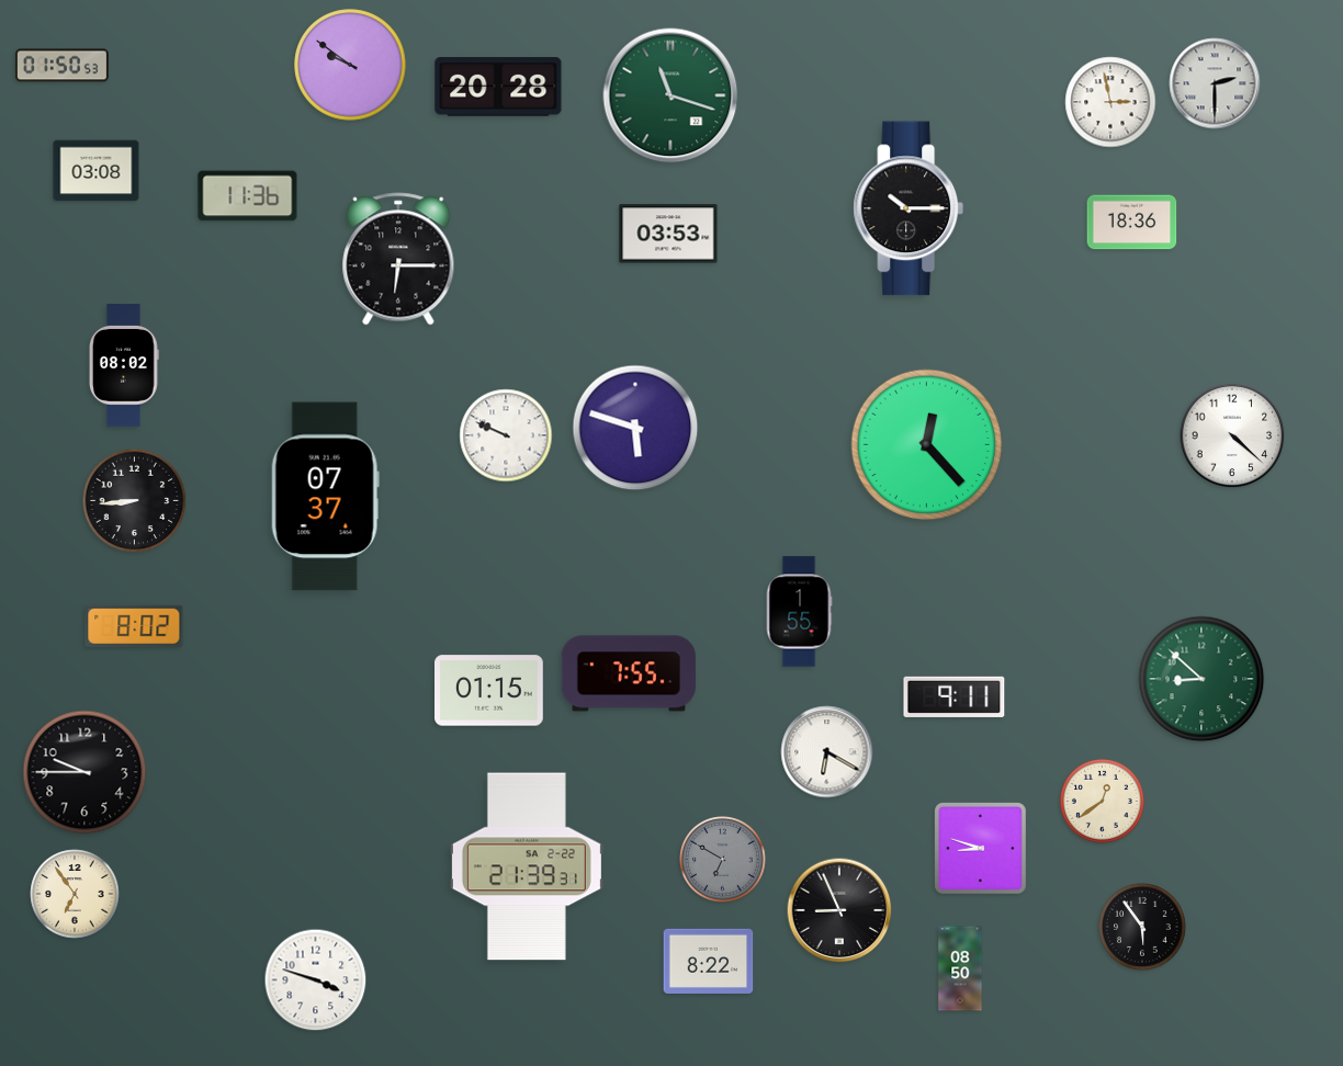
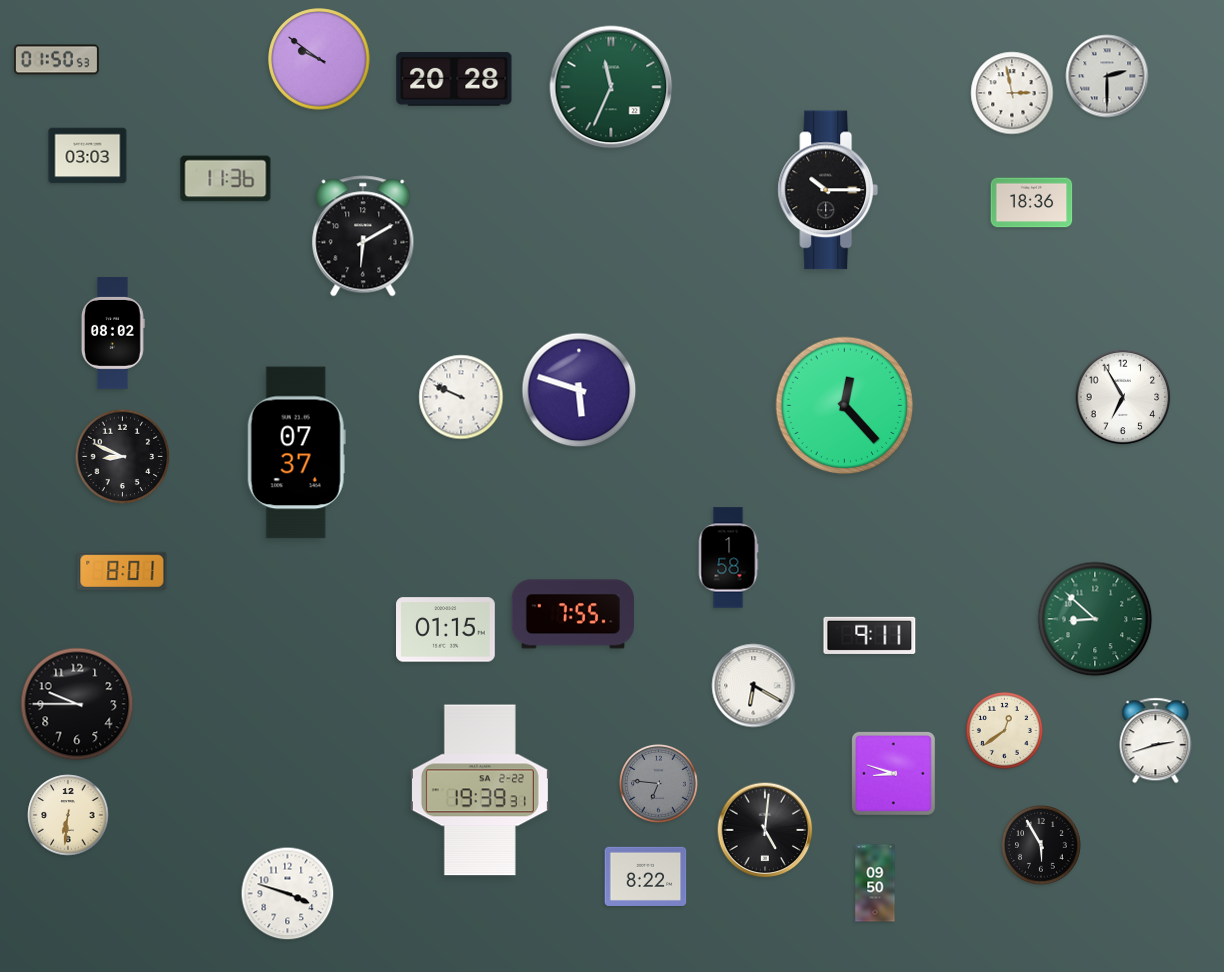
clock at (670, 95): 11:18 -> 11:34
clock at (97, 171): 03:08 -> 03:03
clock at (668, 234): 03:53 -> none
clock at (398, 259): 6:15 -> 6:10
clock at (1232, 435): 4:22 -> 6:55
clock at (135, 501): 8:44 -> 8:49
clock at (799, 612): 1:55 -> 1:58
clock at (134, 626): 8:02 -> 8:01
clock at (1156, 741): none -> 2:42
clock at (723, 860): 6:50 -> 6:46
clock at (527, 866): 21:39 -> 19:39
clock at (75, 894): 6:54 -> 6:31
clock at (839, 910): 8:56 -> 5:01
clock at (1142, 927): 5:54 -> 5:55
clock at (960, 968): 08:50 -> 09:50
